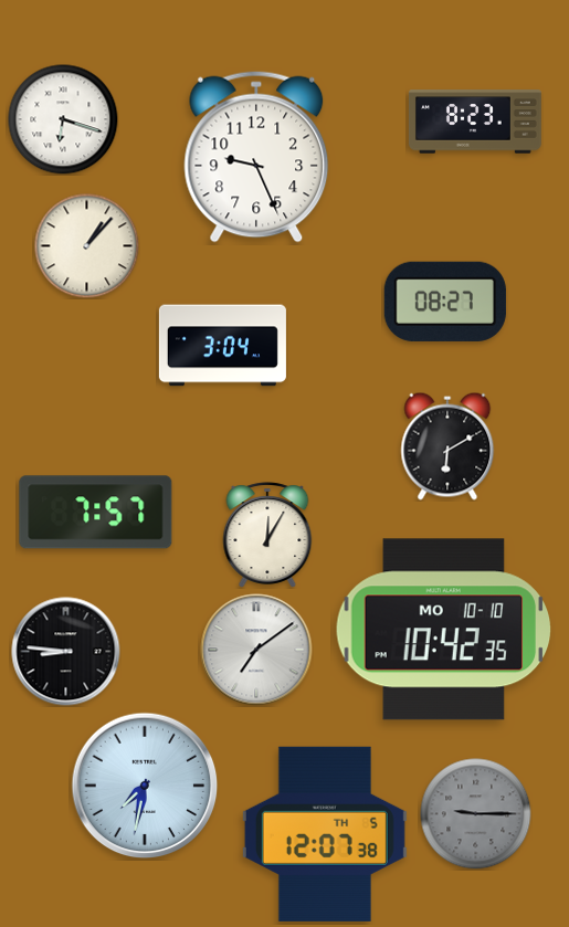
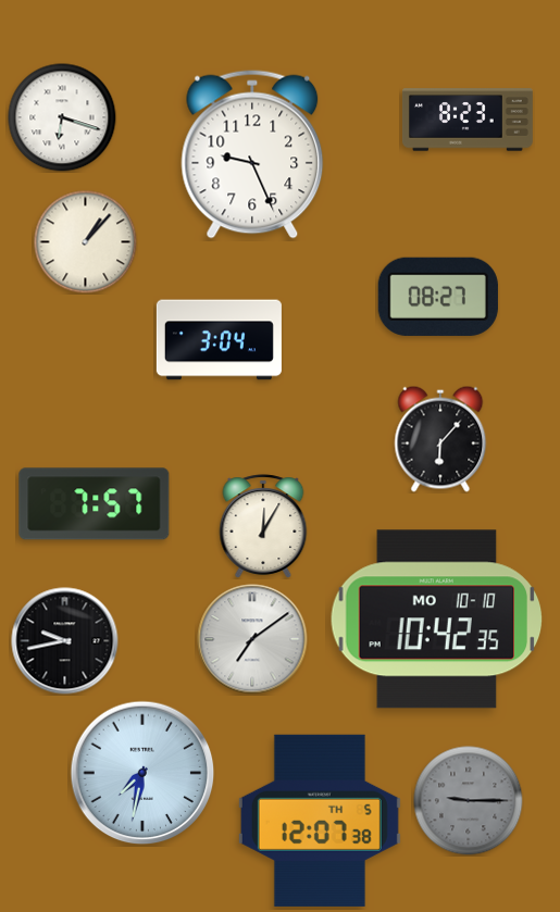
clock at (447, 446): 6:10 -> 6:07
clock at (66, 652): 8:46 -> 9:43
